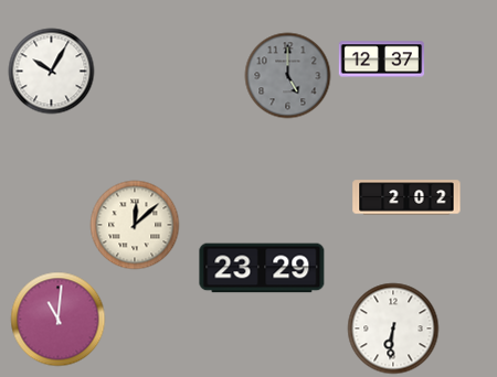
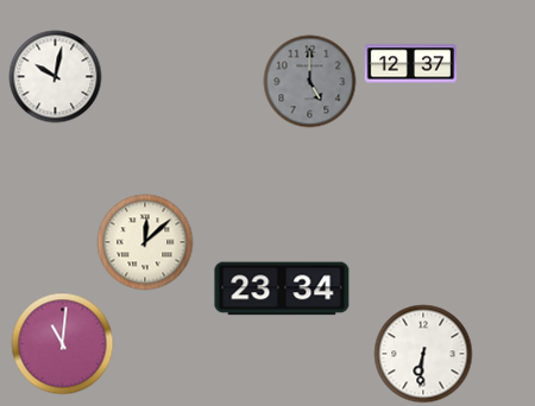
clock at (51, 71): 10:05 -> 10:02
clock at (406, 197): 2:02 -> none
clock at (262, 268): 23:29 -> 23:34
